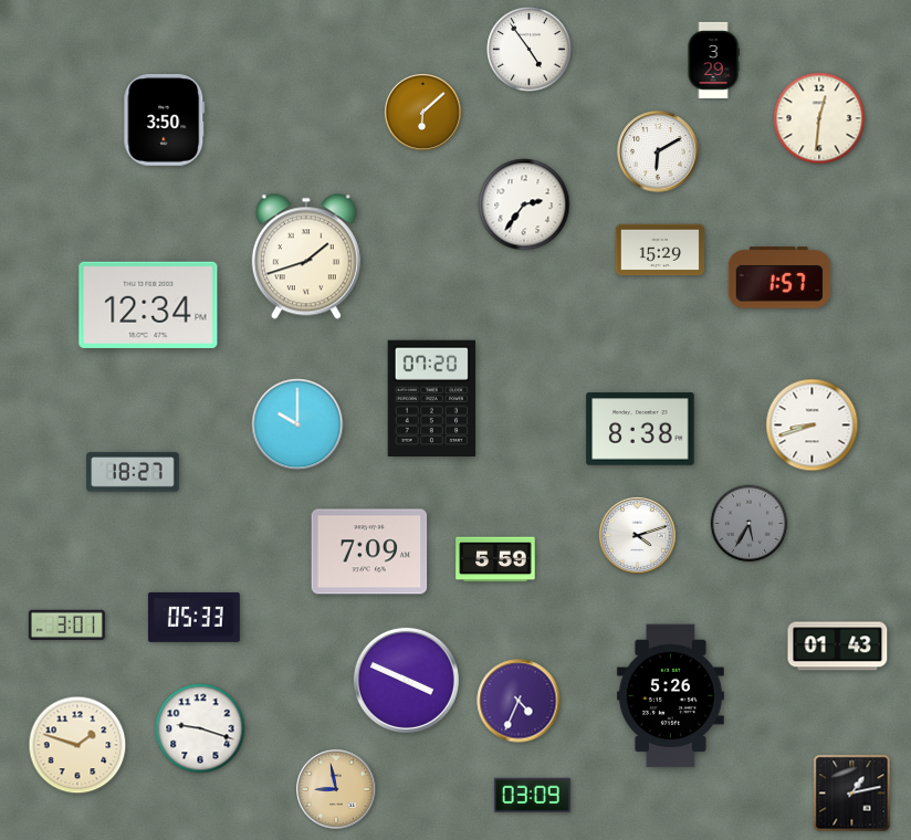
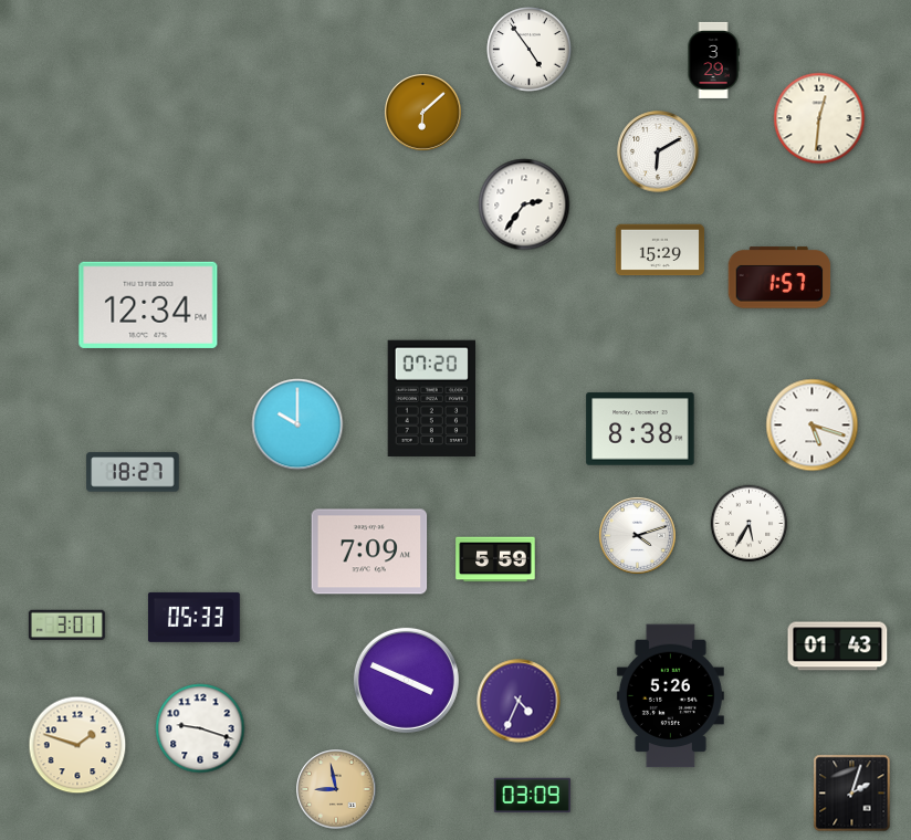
clock at (165, 119): 3:50 -> none
clock at (306, 256): 1:42 -> none
clock at (813, 426): 8:42 -> 5:18
clock at (750, 524) dial: grey -> white
clock at (852, 794): 1:13 -> 2:03
